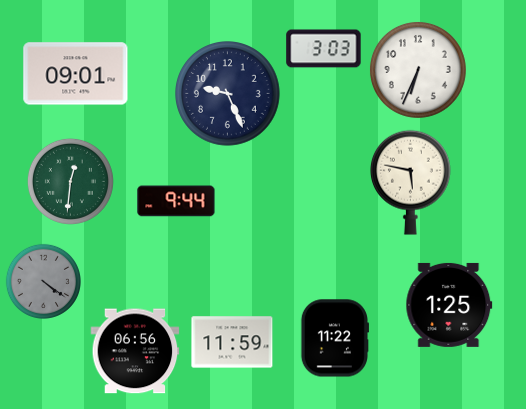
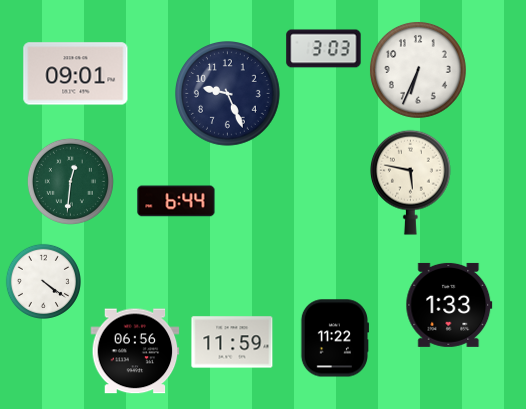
clock at (176, 201): 9:44 -> 6:44
clock at (43, 281) dial: grey -> white
clock at (449, 305): 1:25 -> 1:33
